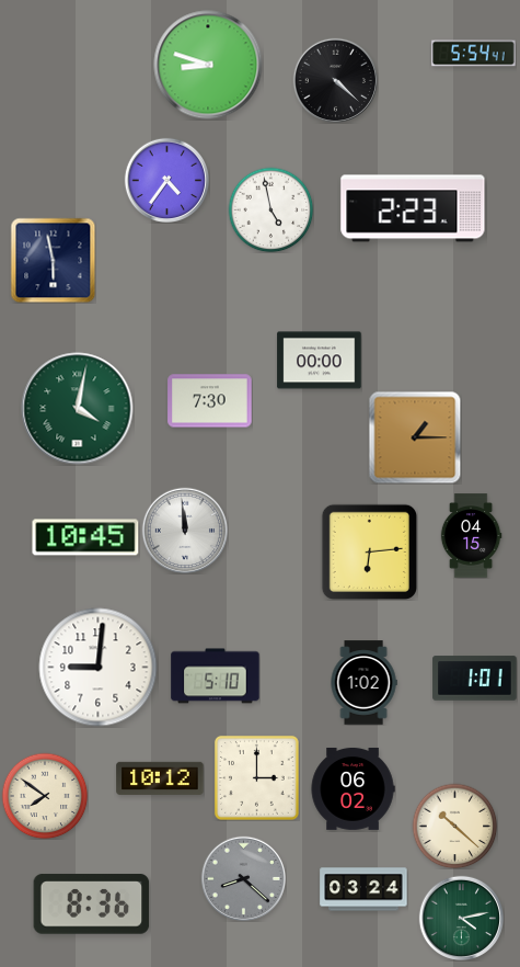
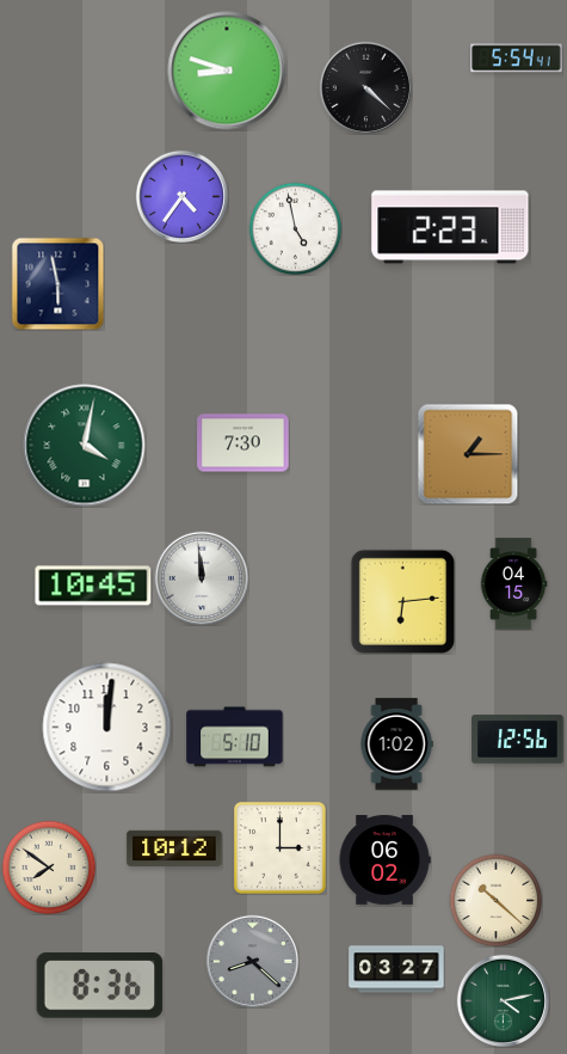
clock at (320, 361): 00:00 -> none
clock at (210, 401) position: (210, 401) -> (244, 443)
clock at (415, 437) position: (415, 437) -> (468, 454)
clock at (99, 668): 9:01 -> 12:01
clock at (475, 679): 1:01 -> 12:56
clock at (243, 878) position: (243, 878) -> (252, 961)
clock at (363, 889): 03:24 -> 03:27
